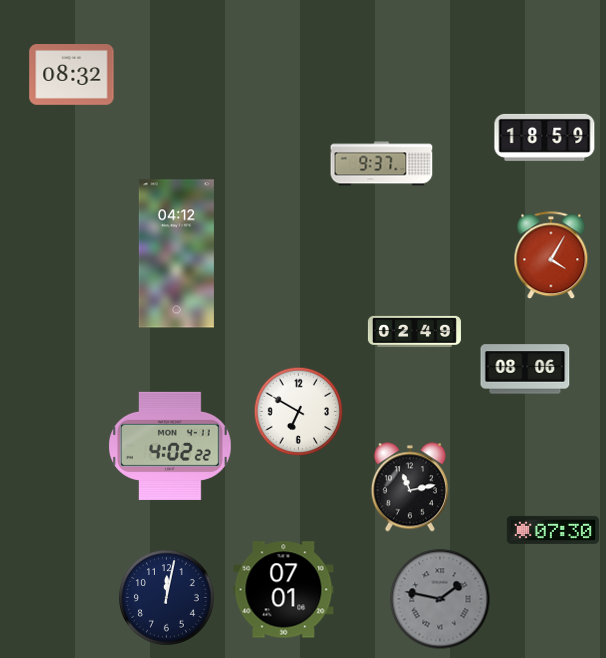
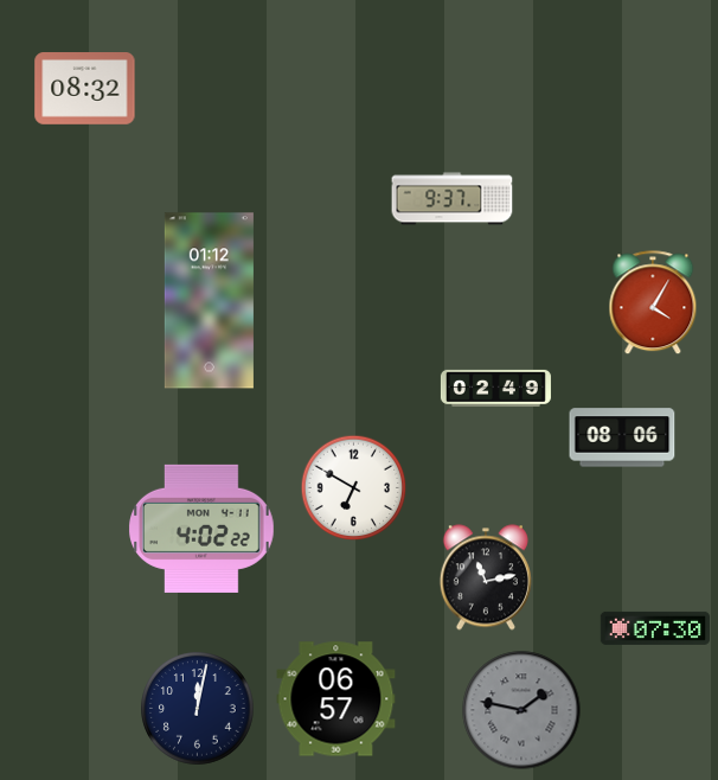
clock at (545, 137): 18:59 -> none
clock at (382, 164) position: (382, 164) -> (453, 199)
clock at (176, 254): 04:12 -> 01:12
clock at (414, 331) position: (414, 331) -> (495, 388)
clock at (284, 590): 07:01 -> 06:57
